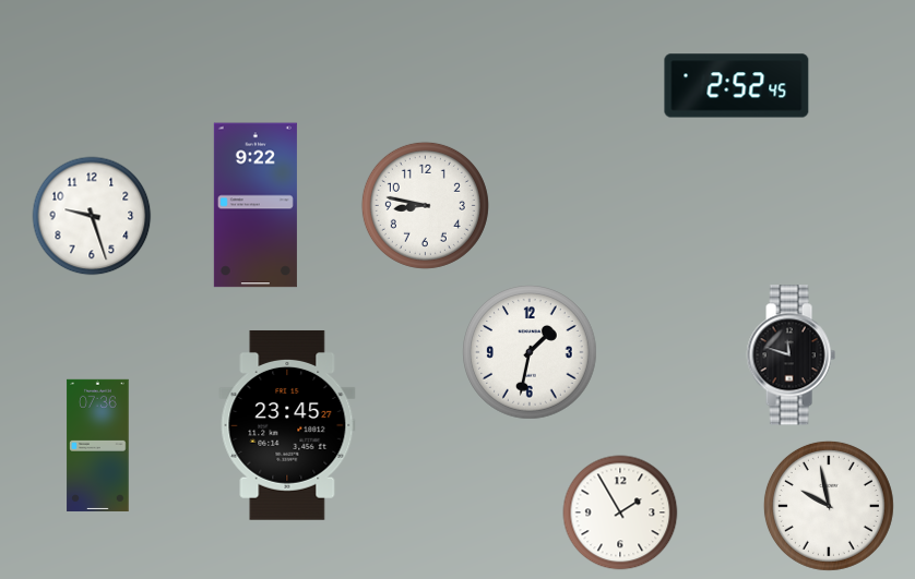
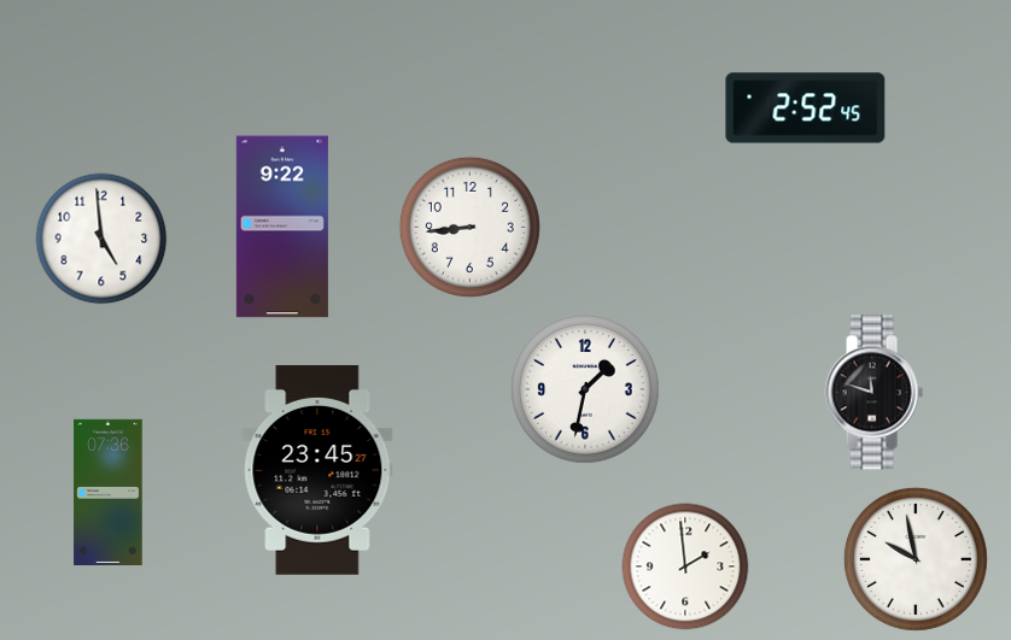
clock at (737, 86) position: (737, 86) -> (806, 108)
clock at (425, 205): 8:47 -> 8:44
clock at (92, 216): 9:27 -> 4:59
clock at (620, 512): 1:55 -> 1:59
